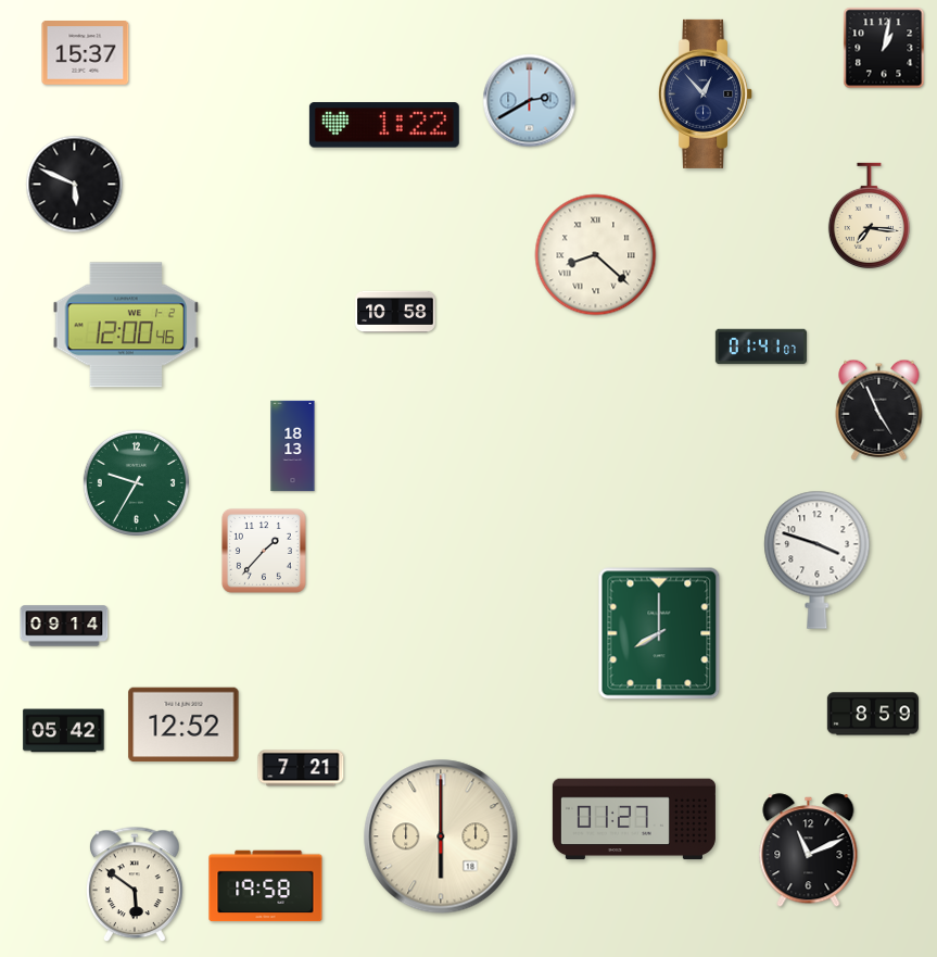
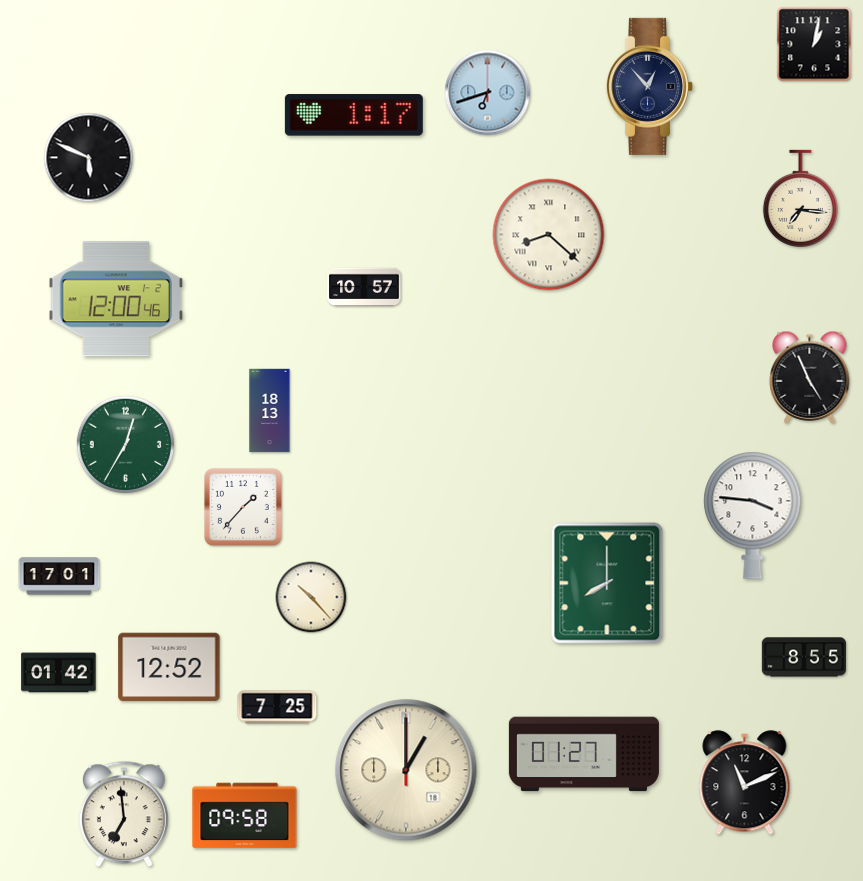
clock at (86, 53): 15:37 -> none
clock at (530, 101): 2:40 -> 6:42
clock at (384, 125): 1:22 -> 1:17
clock at (75, 185) position: (75, 185) -> (89, 158)
clock at (395, 311): 10:58 -> 10:57
clock at (761, 347): 01:41 -> none
clock at (136, 482): 9:35 -> 12:35
clock at (818, 559): 3:48 -> 3:46
clock at (64, 626): 09:14 -> 17:01
clock at (311, 597): none -> 10:23
clock at (873, 714): 8:59 -> 8:55
clock at (64, 731): 05:42 -> 01:42
clock at (301, 768): 7:21 -> 7:25
clock at (441, 836): 6:00 -> 1:00
clock at (136, 885): 5:51 -> 6:59
clock at (266, 886): 19:58 -> 09:58
